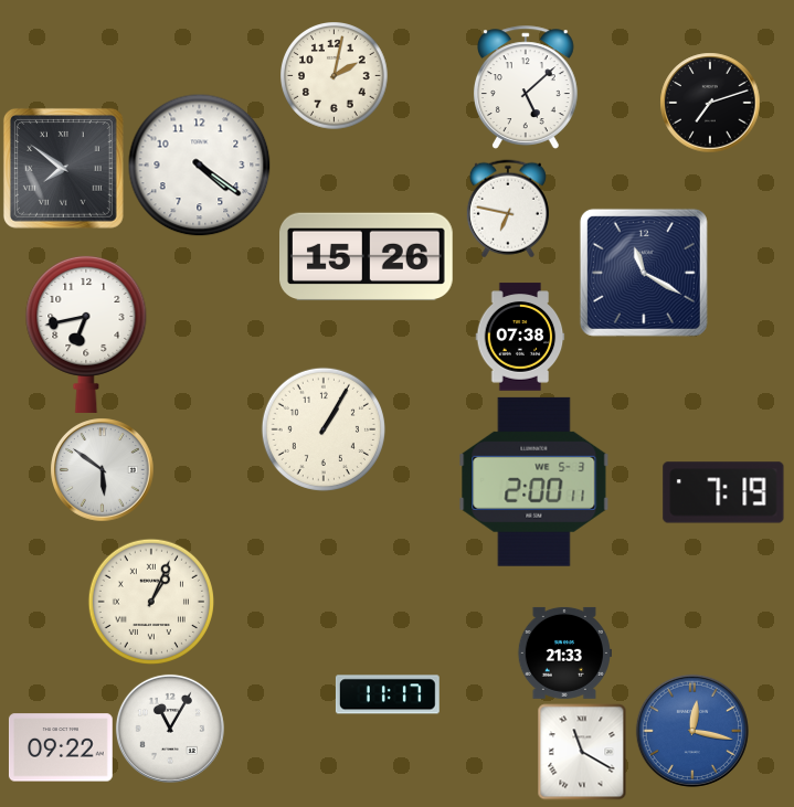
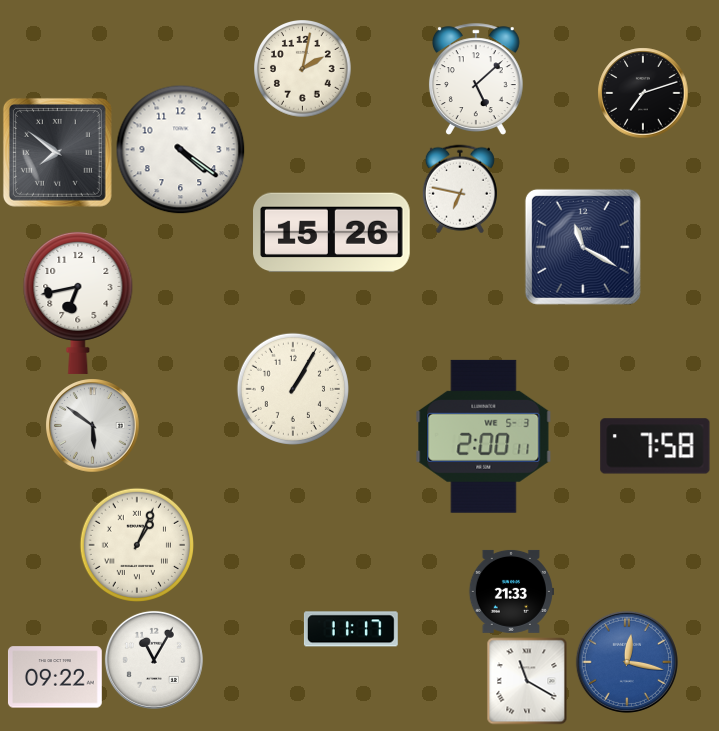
clock at (520, 337): 07:38 -> none
clock at (723, 492): 7:19 -> 7:58
